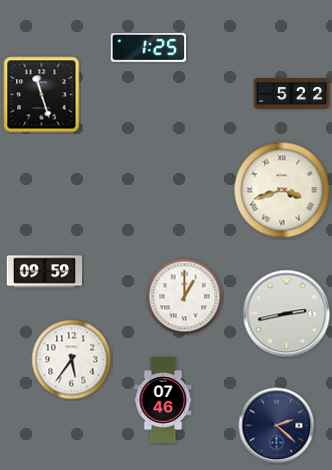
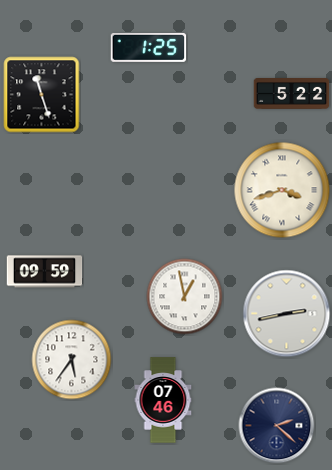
clock at (185, 297): 1:00 -> 12:58
